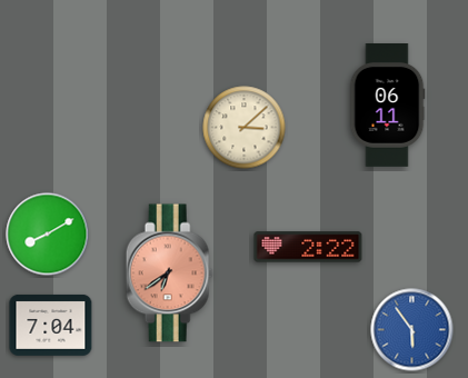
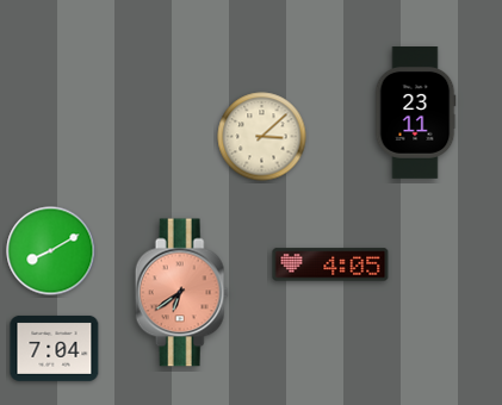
clock at (387, 106): 06:11 -> 23:11
clock at (308, 247): 2:22 -> 4:05
clock at (412, 330): 5:54 -> none
